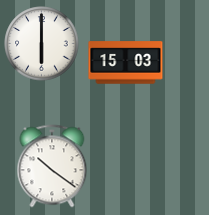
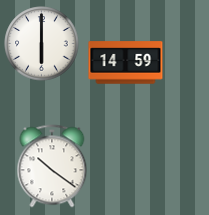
clock at (126, 63): 15:03 -> 14:59
